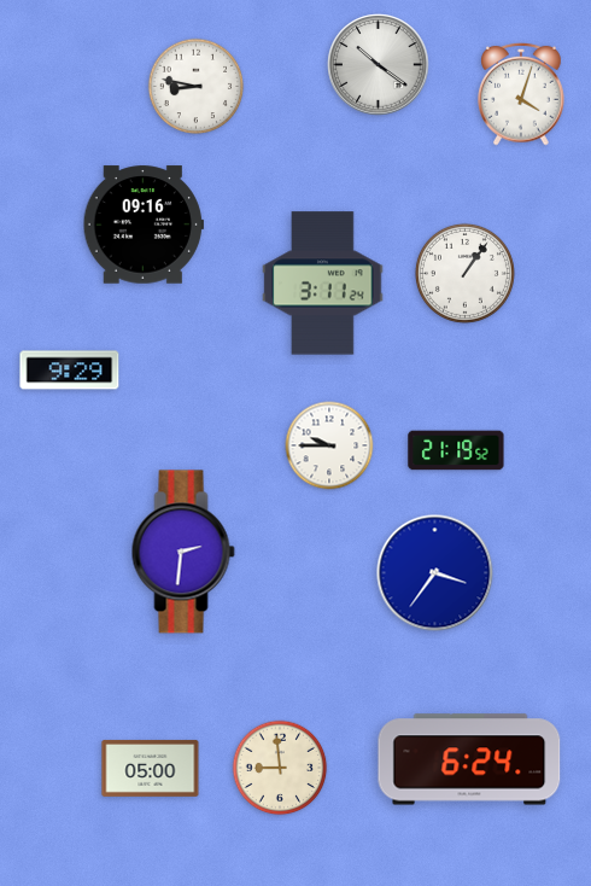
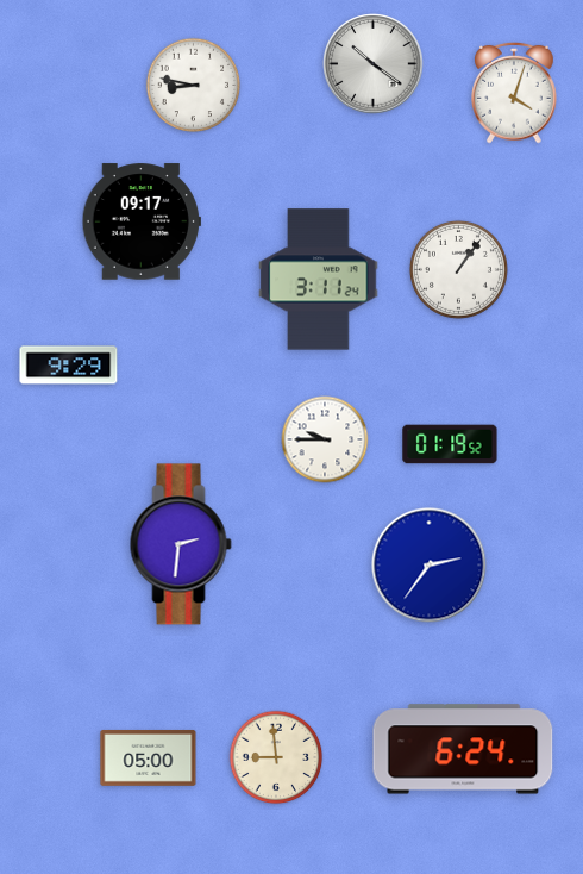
clock at (144, 225): 09:16 -> 09:17
clock at (456, 450): 21:19 -> 01:19
clock at (435, 573): 3:36 -> 2:36
